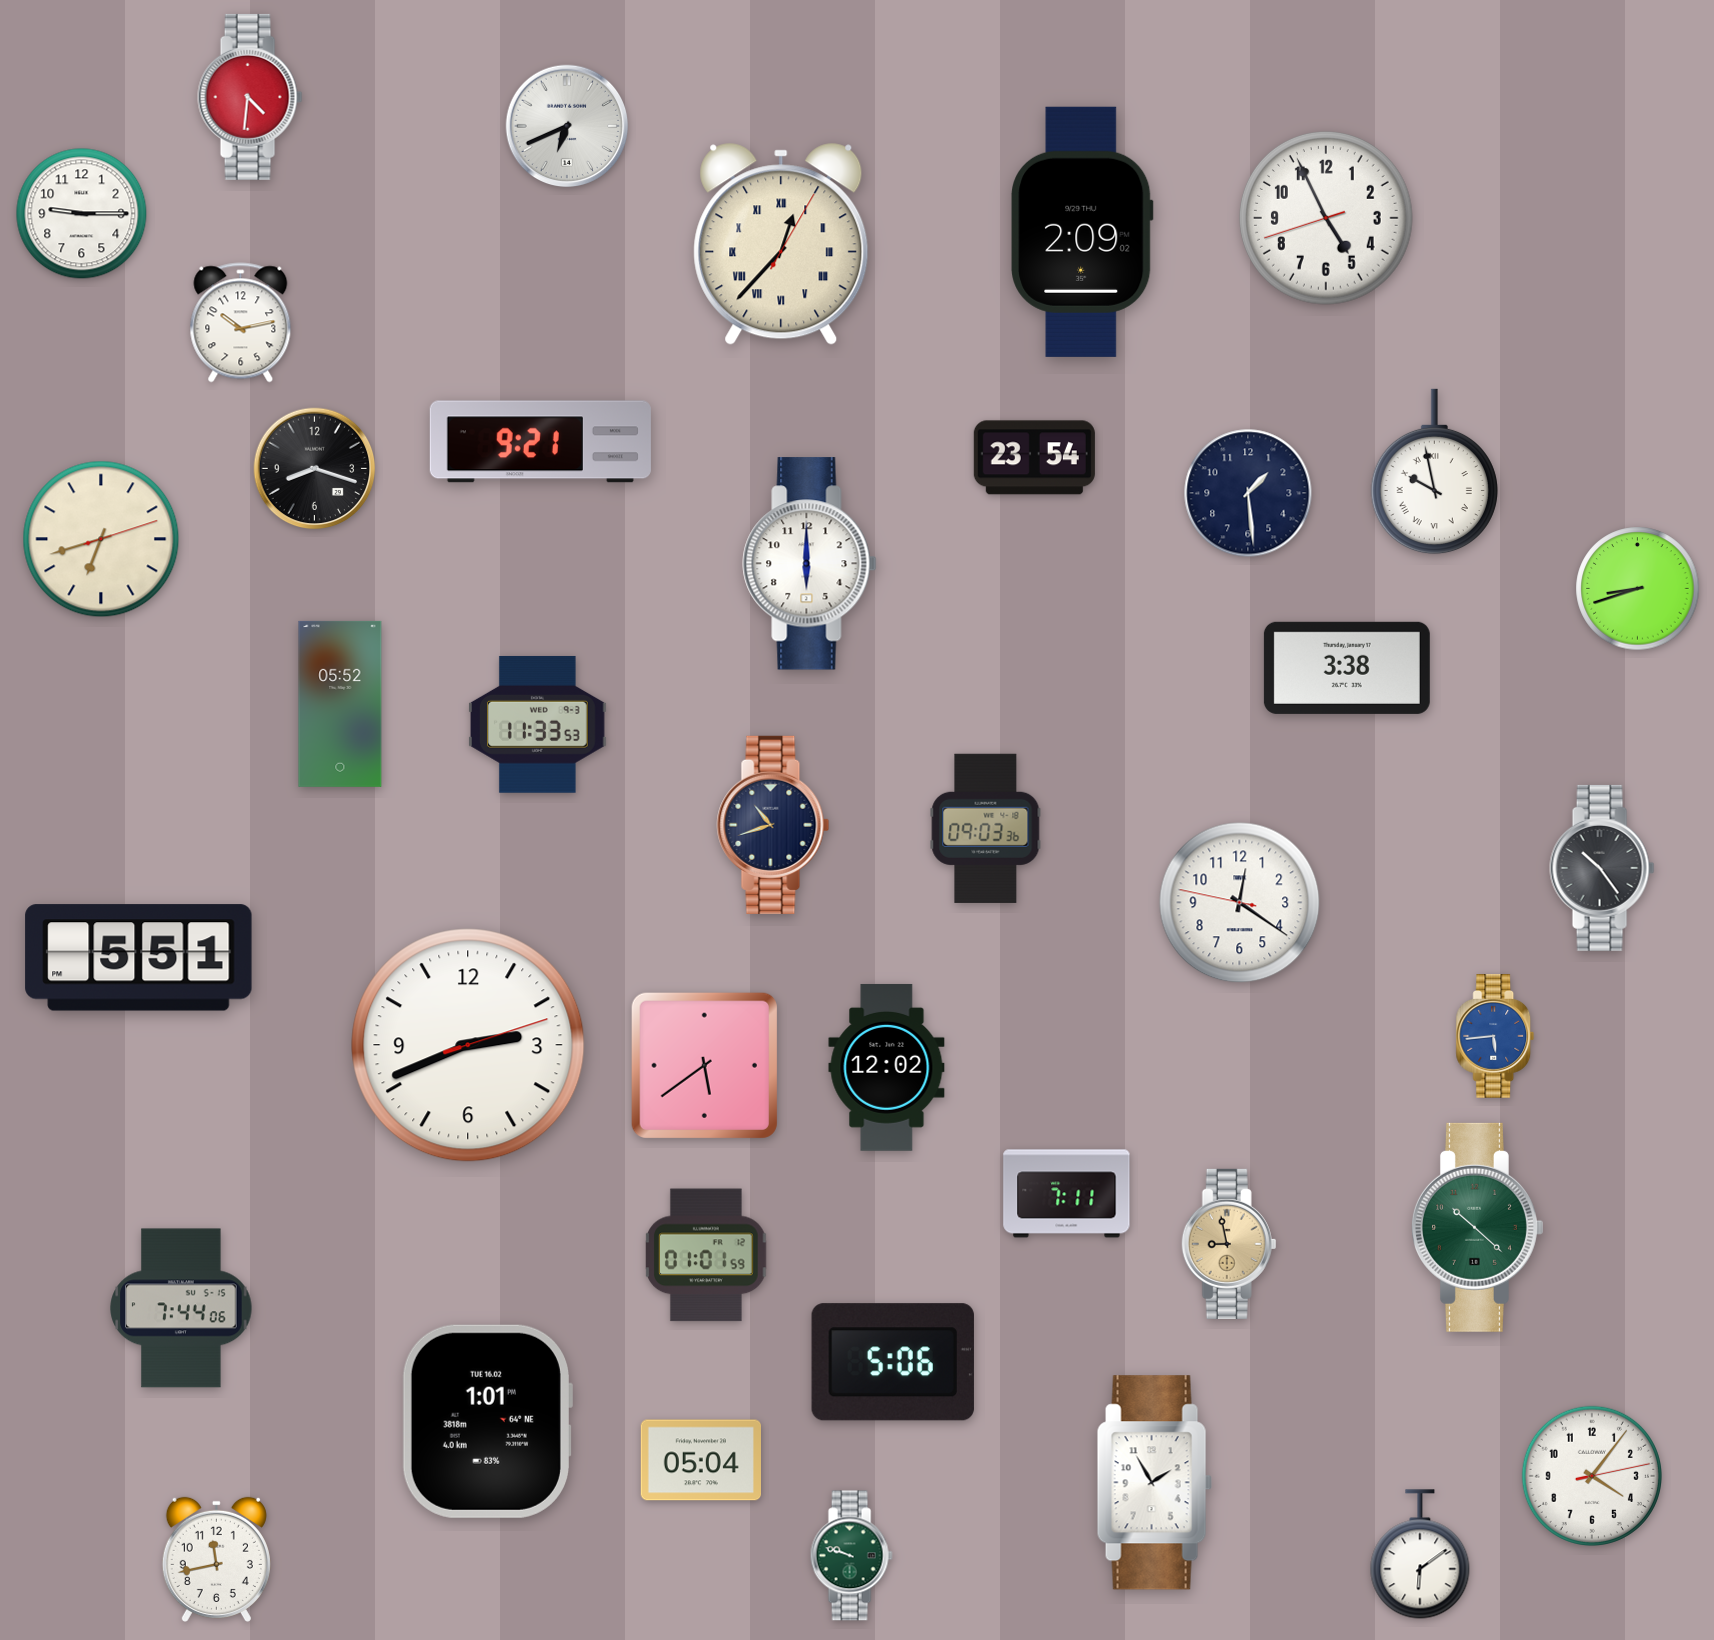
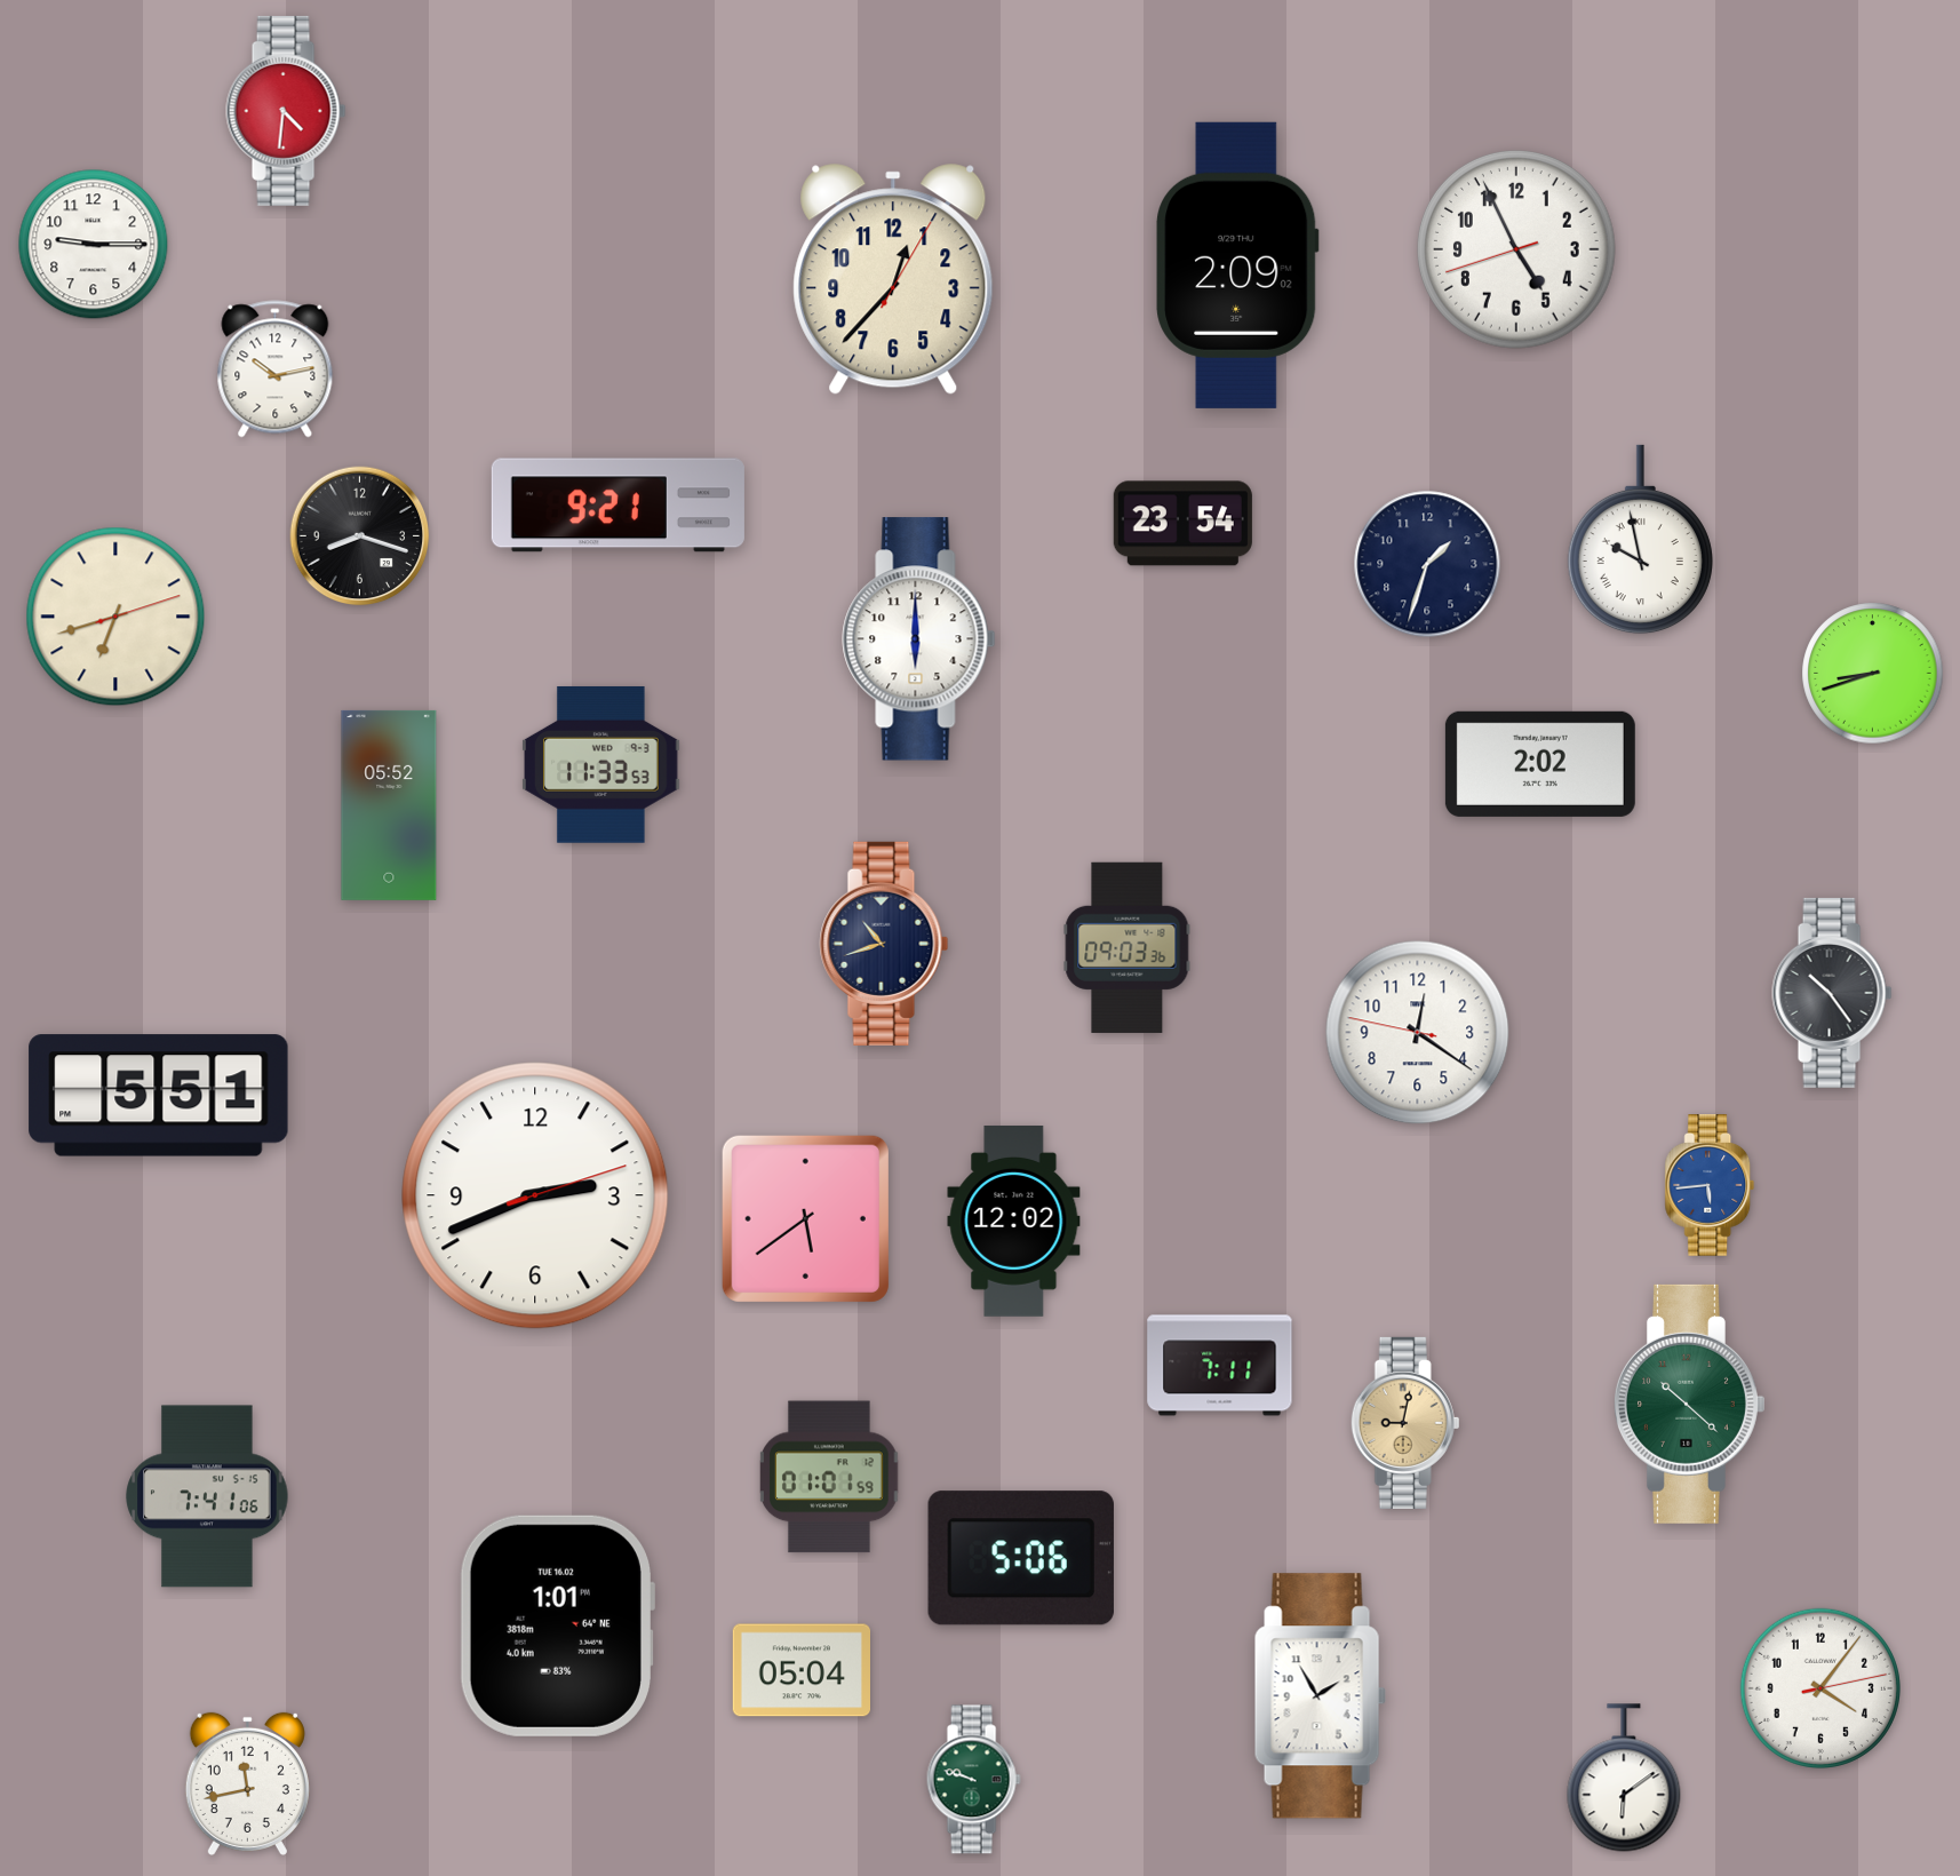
clock at (567, 126): 6:41 -> none
clock at (781, 244) numerals: Roman -> Arabic
clock at (1248, 493): 1:29 -> 1:33
clock at (810, 564) position: (810, 564) -> (919, 639)
clock at (1347, 668): 3:38 -> 2:02
clock at (538, 724) position: (538, 724) -> (601, 764)
clock at (1229, 1244): 8:58 -> 9:02
clock at (707, 1255) position: (707, 1255) -> (830, 1477)
clock at (181, 1308): 7:44 -> 7:41
